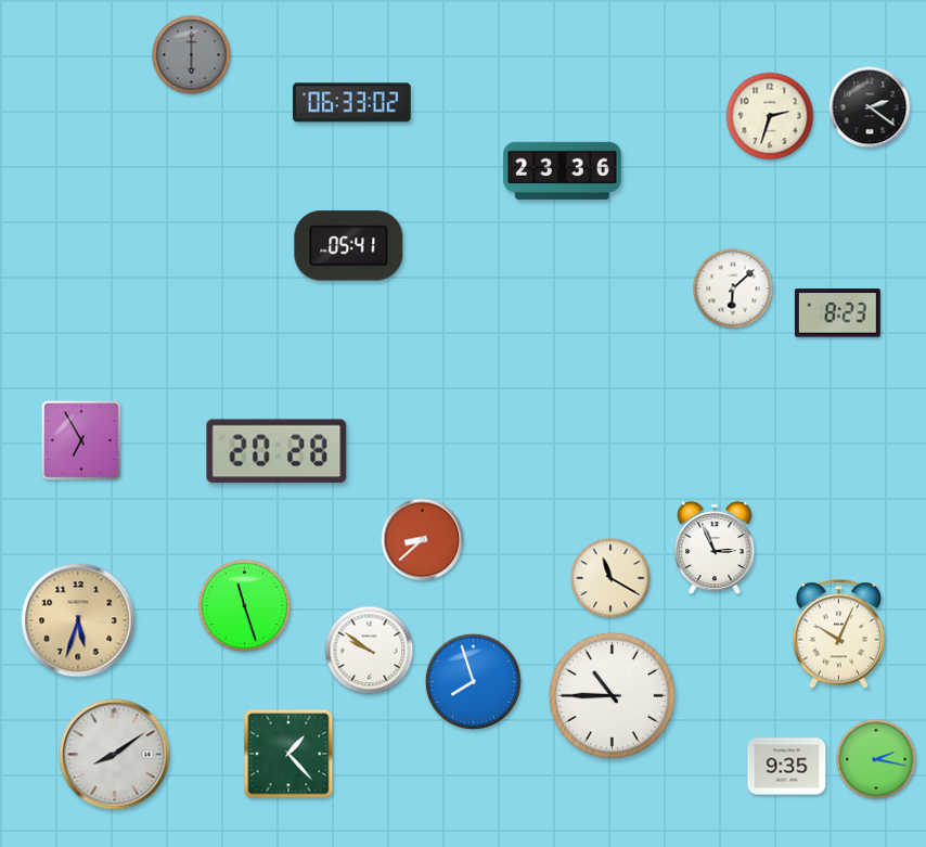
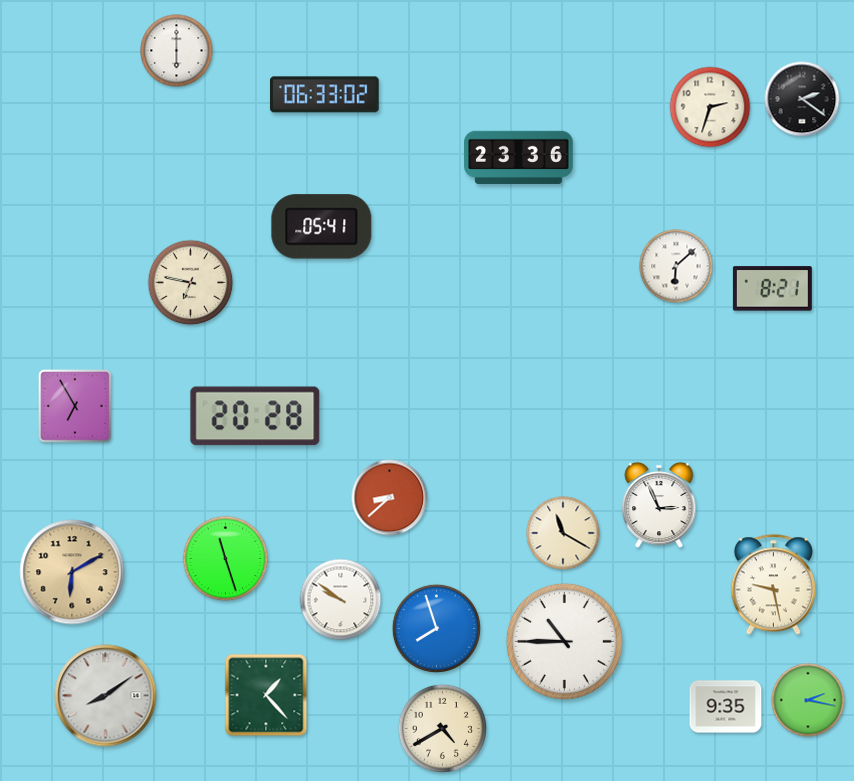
clock at (192, 55) dial: grey -> white
clock at (191, 283): none -> 6:47
clock at (837, 313): 8:23 -> 8:21
clock at (78, 620): 5:33 -> 6:10
clock at (838, 634): 10:04 -> 9:28
clock at (442, 728): none -> 4:40
